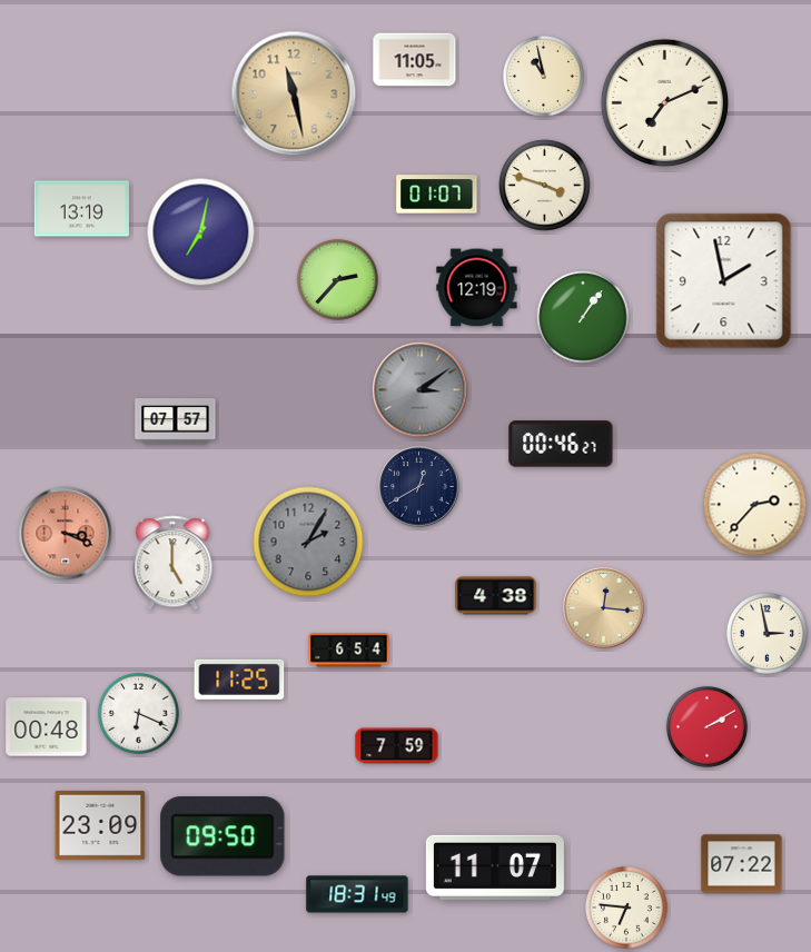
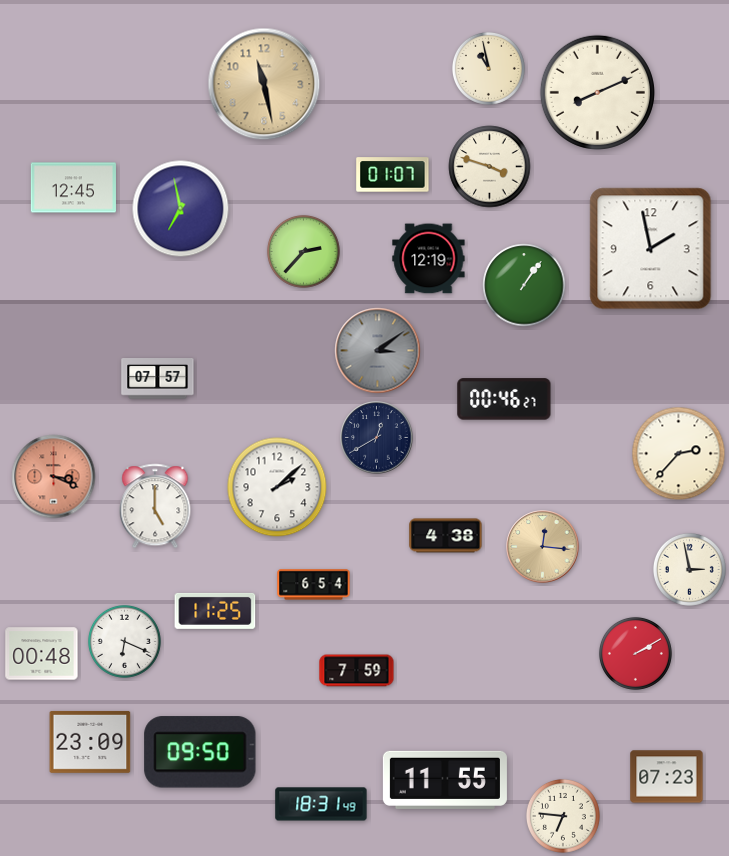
clock at (415, 60): 11:05 -> none
clock at (664, 102): 7:11 -> 8:11
clock at (81, 209): 13:19 -> 12:45
clock at (201, 232): 7:02 -> 6:58
clock at (724, 281) position: (724, 281) -> (651, 249)
clock at (66, 534) position: (66, 534) -> (54, 477)
clock at (308, 542): 2:05 -> 2:08
clock at (308, 542) dial: grey -> white
clock at (742, 864): 07:22 -> 07:23
clock at (495, 867): 11:07 -> 11:55
